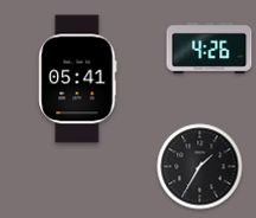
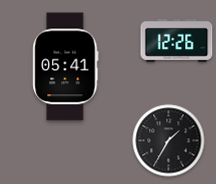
clock at (210, 47): 4:26 -> 12:26
